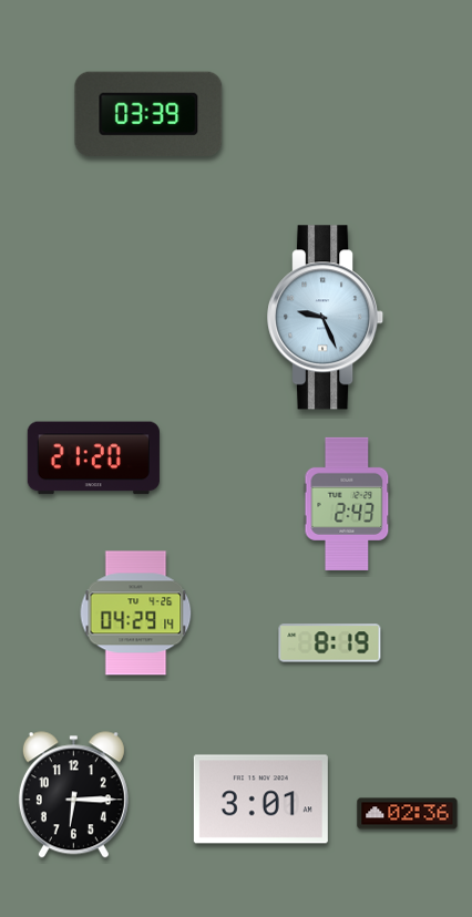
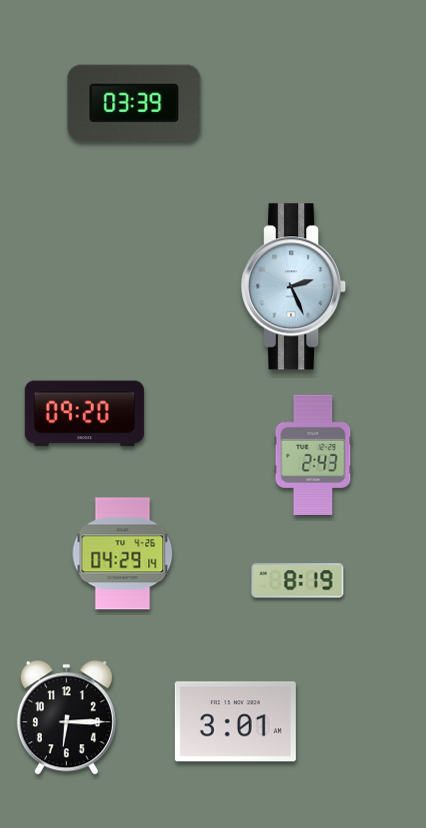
clock at (326, 318): 9:26 -> 2:26
clock at (93, 458): 21:20 -> 09:20
clock at (408, 814): 02:36 -> none
